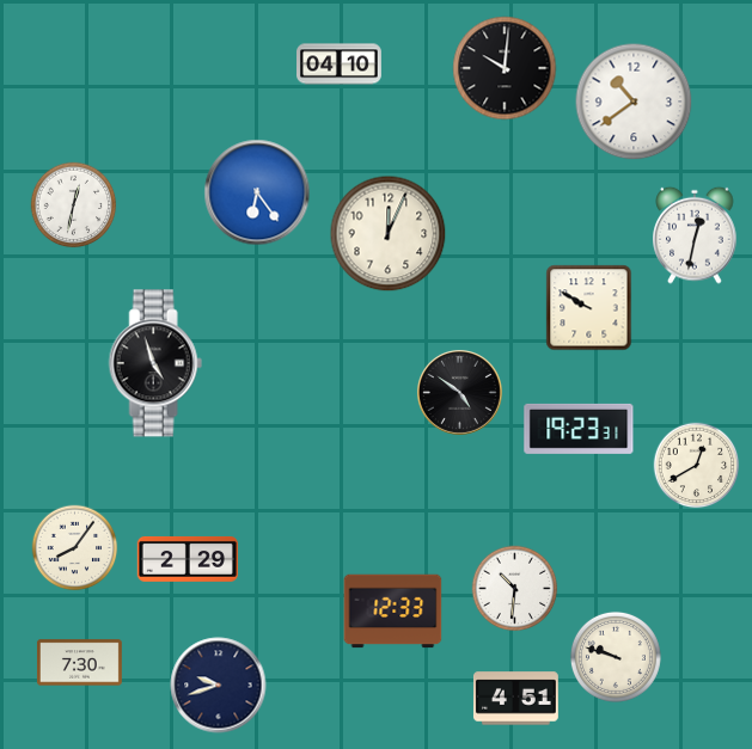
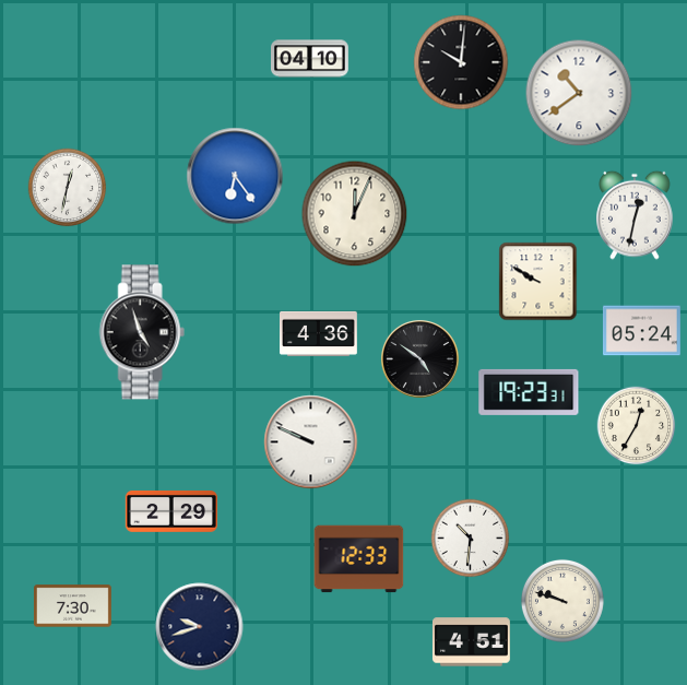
clock at (641, 331): none -> 05:24
clock at (319, 333): none -> 4:36
clock at (697, 466): 12:40 -> 12:35
clock at (311, 442): none -> 9:49
clock at (75, 548): 8:06 -> none
clock at (515, 699) position: (515, 699) -> (471, 642)
